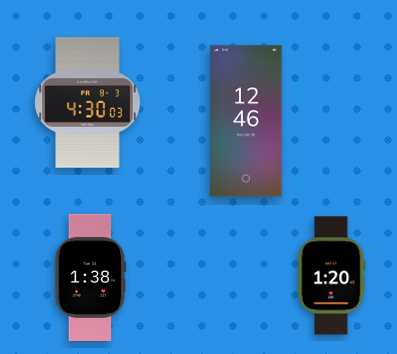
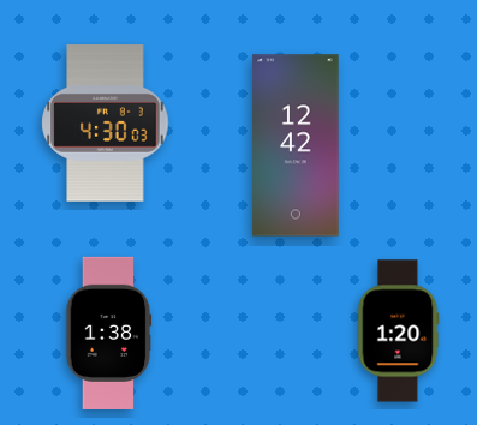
clock at (246, 121): 12:46 -> 12:42
